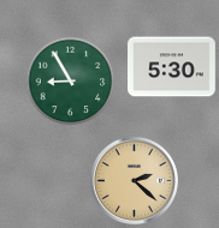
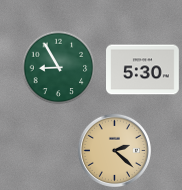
clock at (172, 67) position: (172, 67) -> (143, 70)
clock at (134, 180) position: (134, 180) -> (114, 150)
